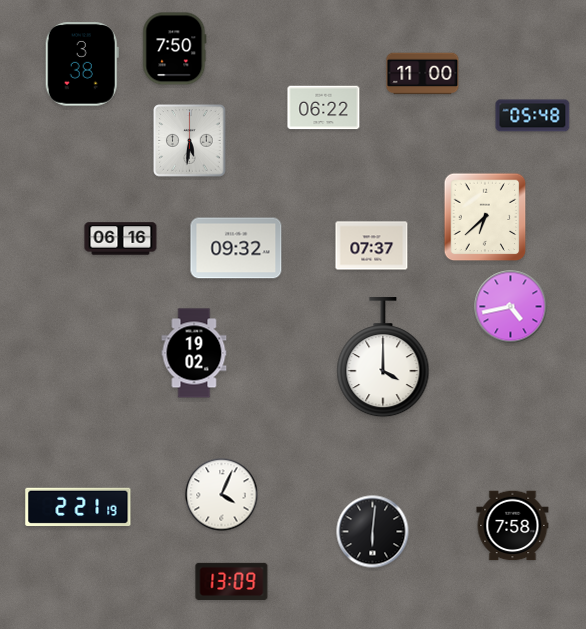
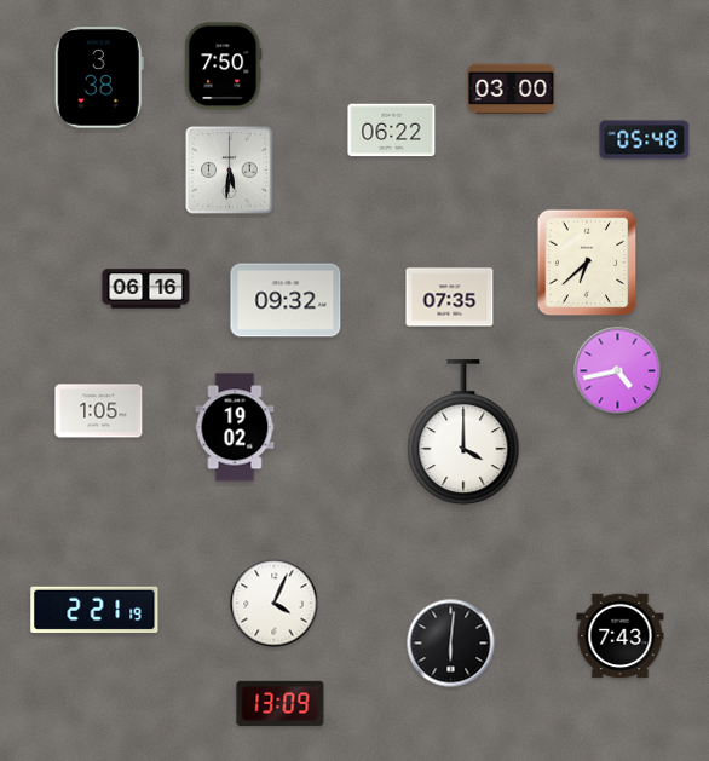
clock at (175, 49) position: (175, 49) -> (224, 67)
clock at (423, 74): 11:00 -> 03:00
clock at (372, 246): 07:37 -> 07:35
clock at (99, 411): none -> 1:05
clock at (222, 495) position: (222, 495) -> (275, 604)
clock at (78, 506) position: (78, 506) -> (94, 609)
clock at (513, 526): 7:58 -> 7:43
